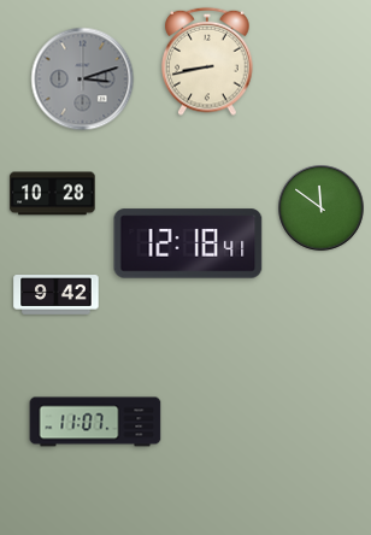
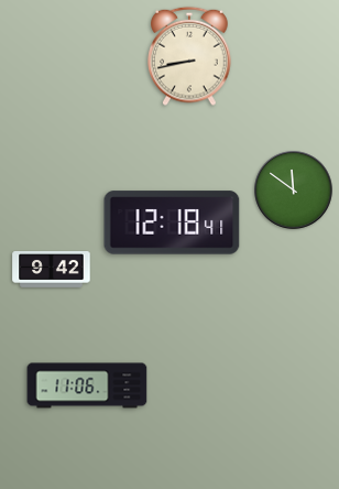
clock at (83, 80): 3:12 -> none
clock at (53, 194): 10:28 -> none
clock at (95, 422): 11:07 -> 11:06
